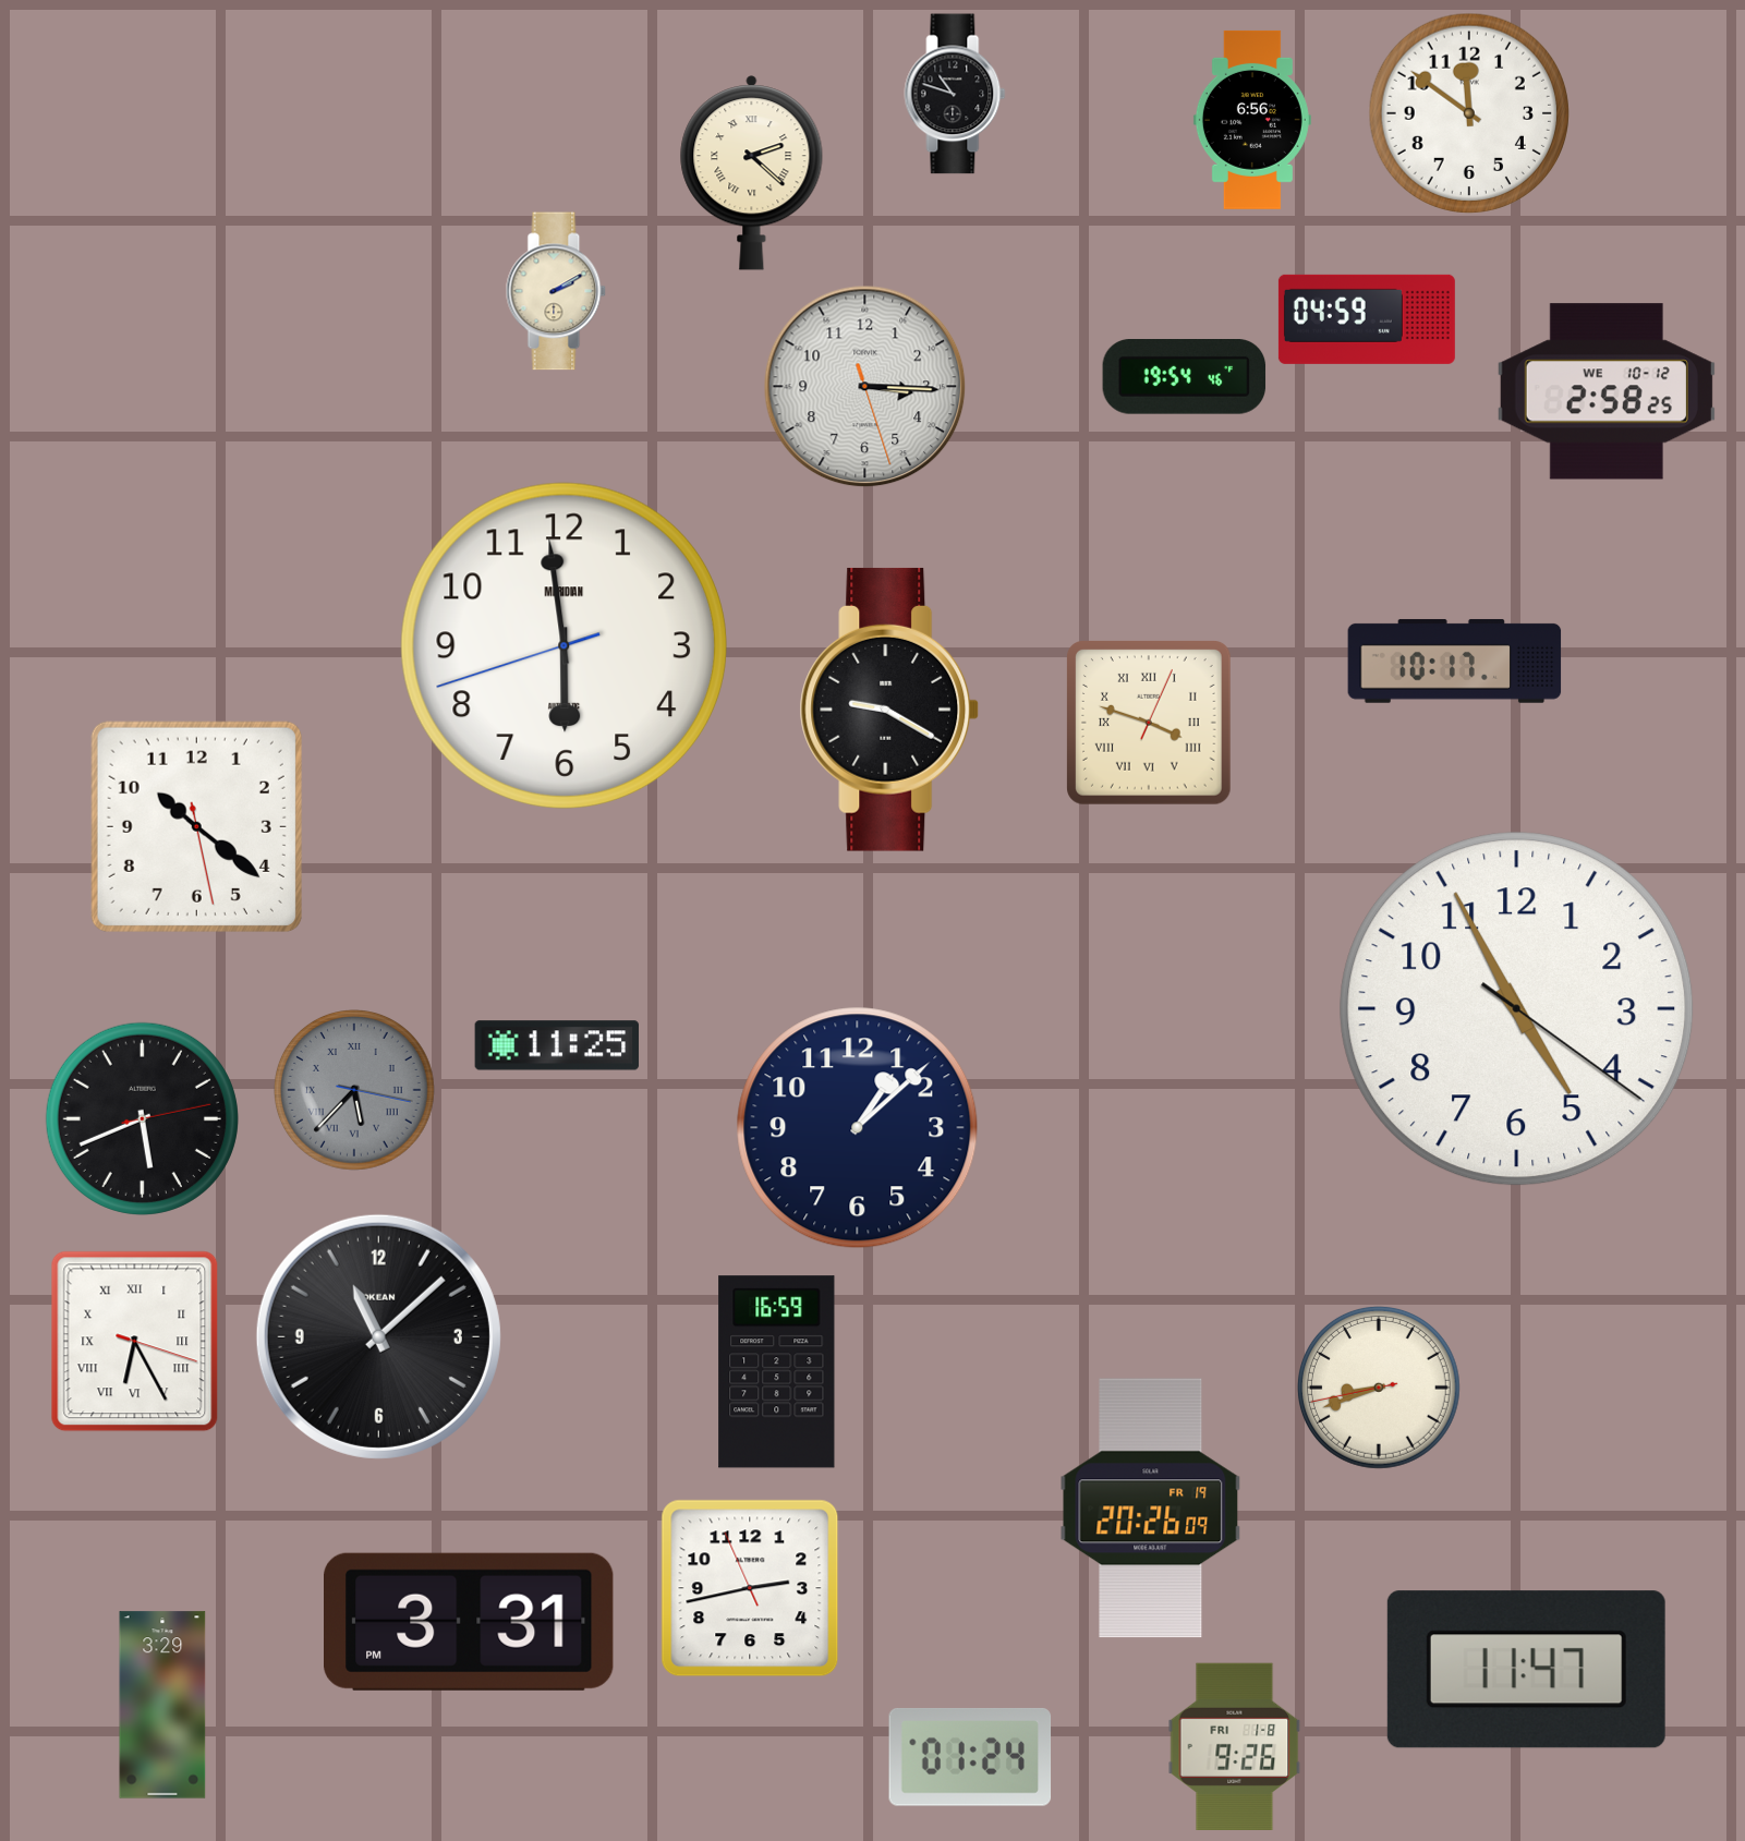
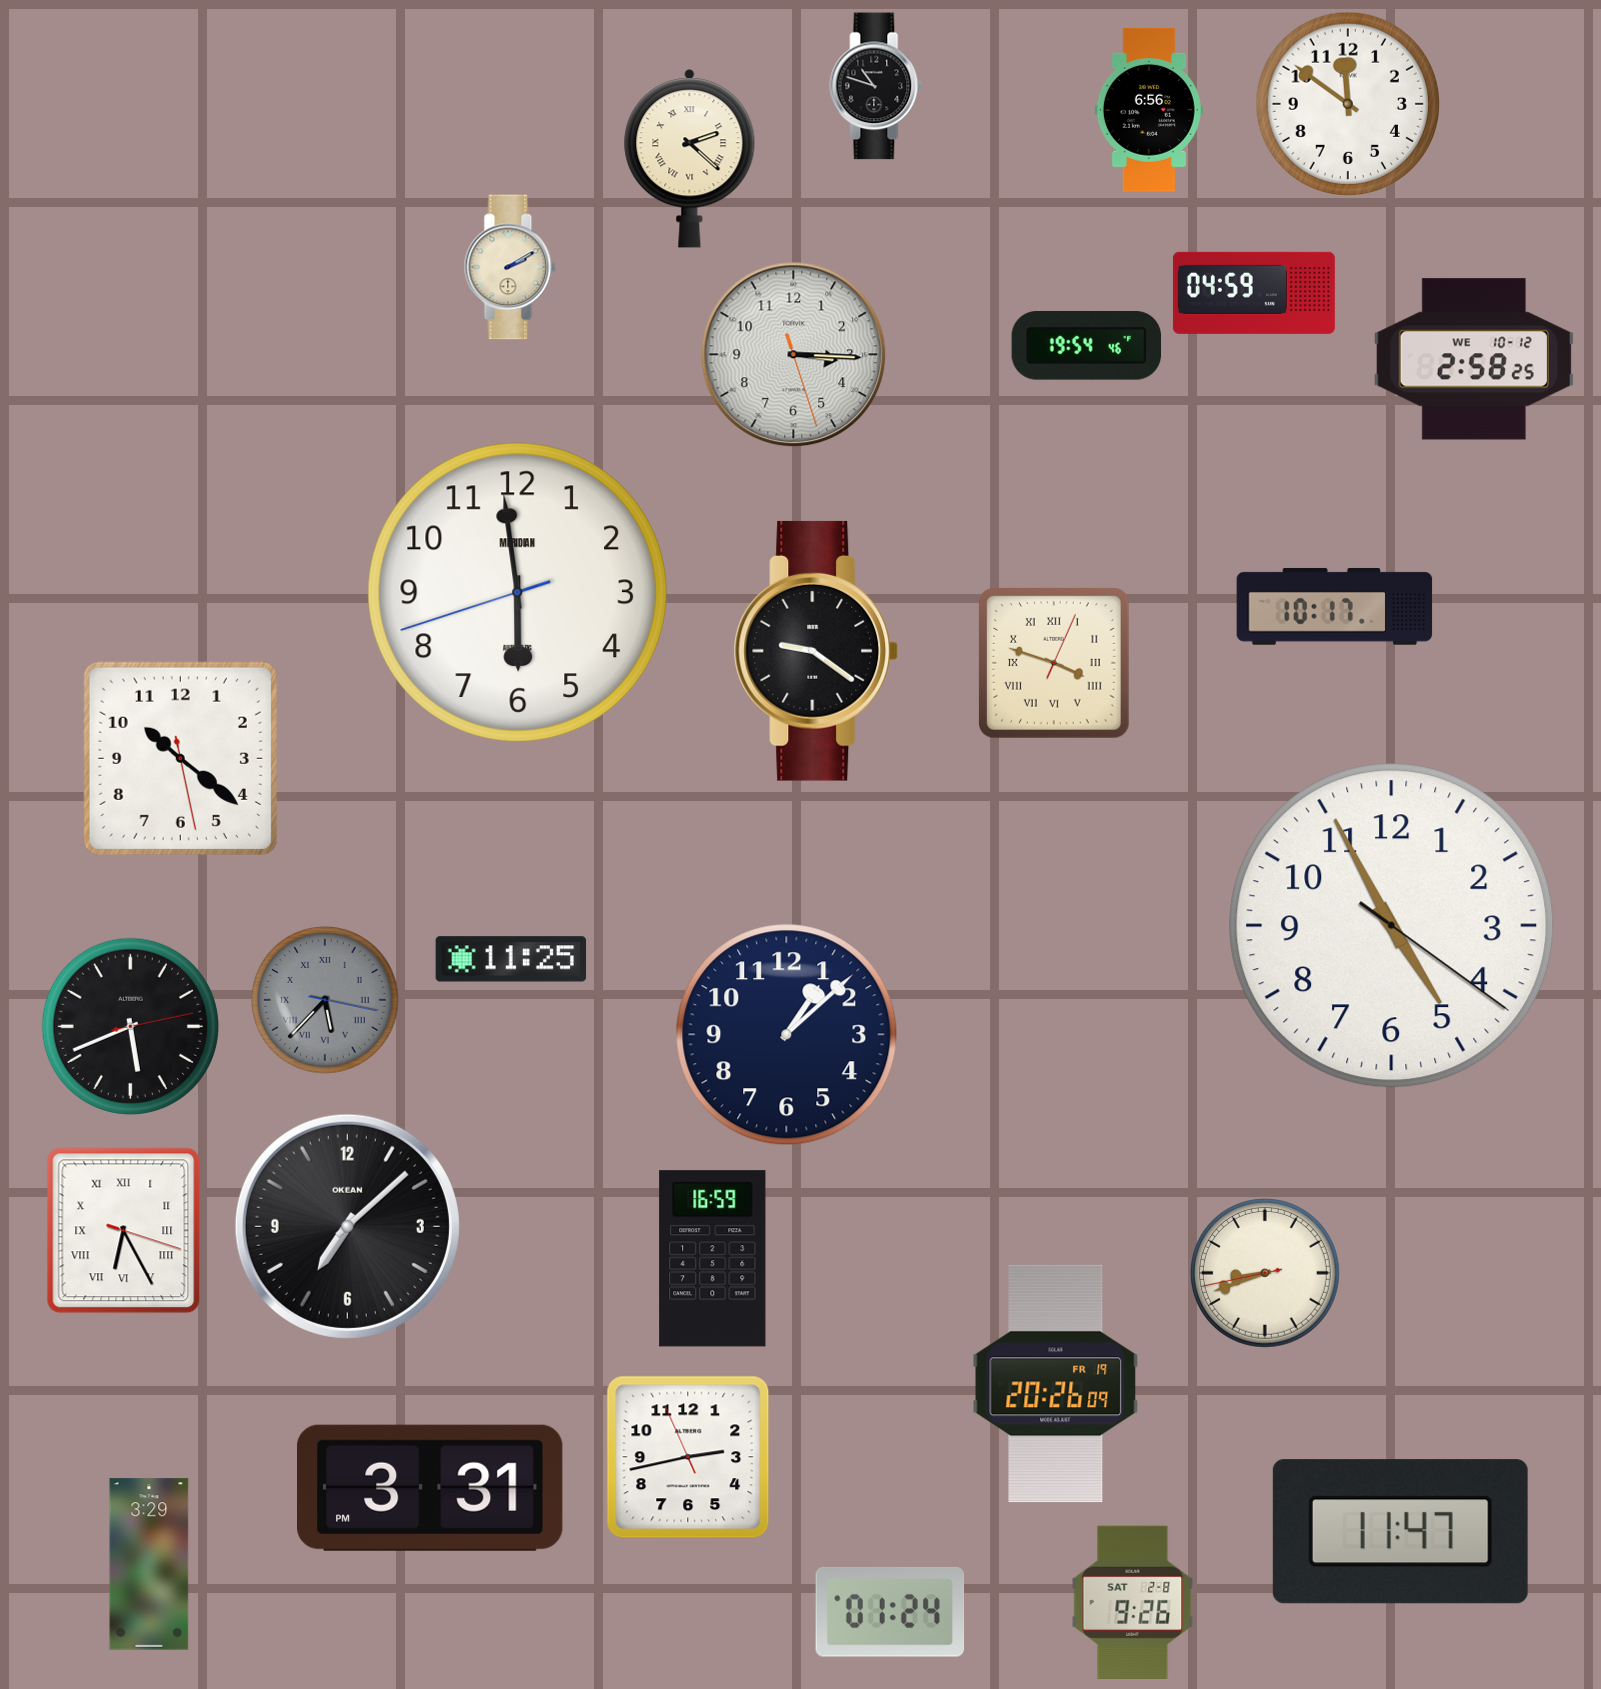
clock at (889, 710): 9:20 -> 9:21
clock at (378, 1336): 11:08 -> 7:08
clock at (1235, 1746) date: FRI 1-8 -> SAT 2-8
